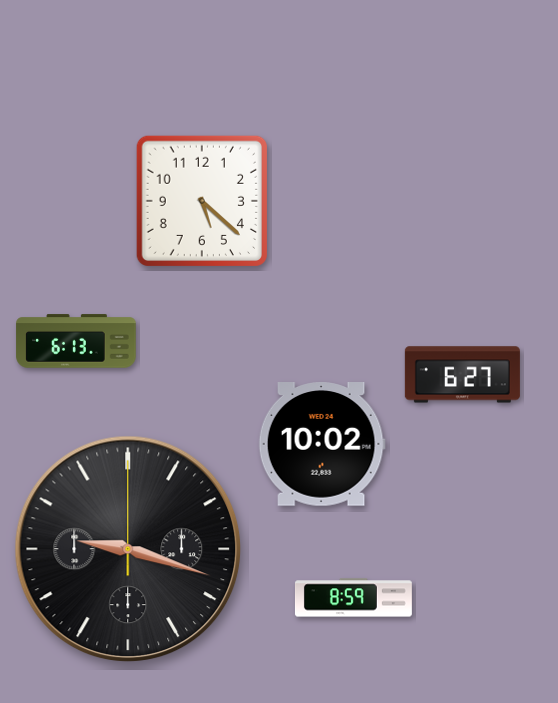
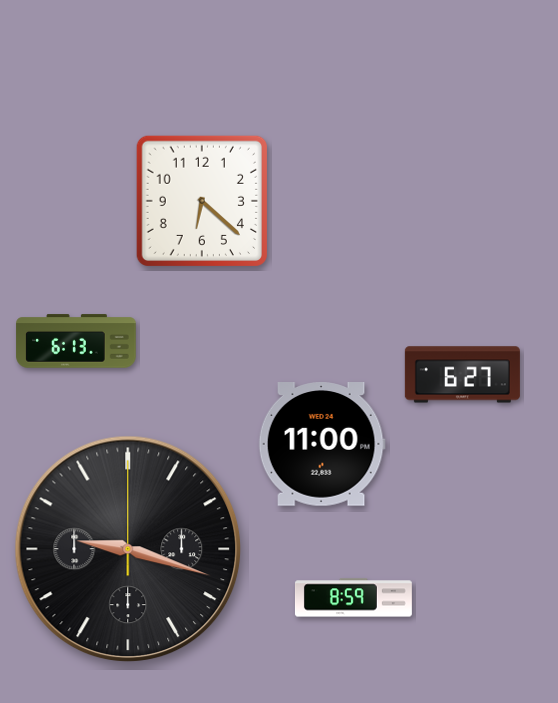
clock at (202, 201): 5:22 -> 6:22
clock at (322, 444): 10:02 -> 11:00
